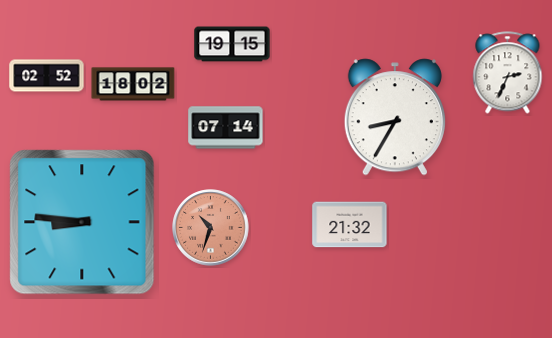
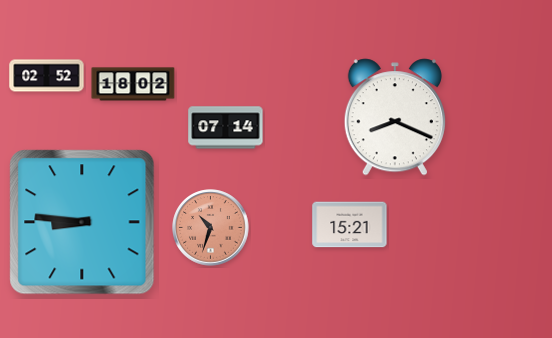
clock at (232, 44): 19:15 -> none
clock at (508, 73): 2:34 -> none
clock at (395, 117): 8:35 -> 8:19
clock at (350, 225): 21:32 -> 15:21
